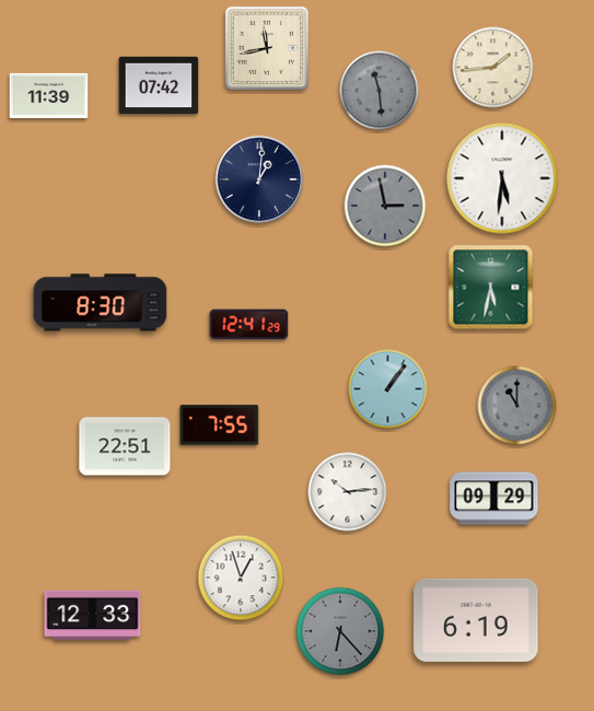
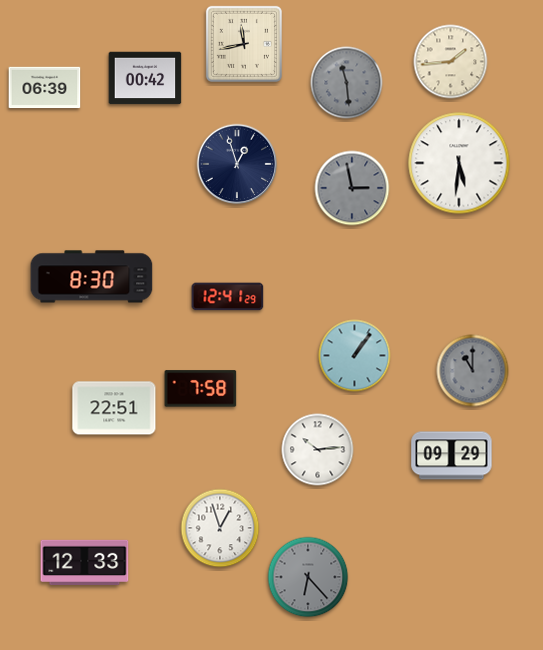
clock at (159, 85): 07:42 -> 00:42
clock at (49, 96): 11:39 -> 06:39
clock at (259, 179): 1:01 -> 12:57
clock at (491, 288): 5:32 -> none
clock at (220, 426): 7:55 -> 7:58
clock at (476, 620): 6:19 -> none
clock at (340, 631) position: (340, 631) -> (308, 577)
